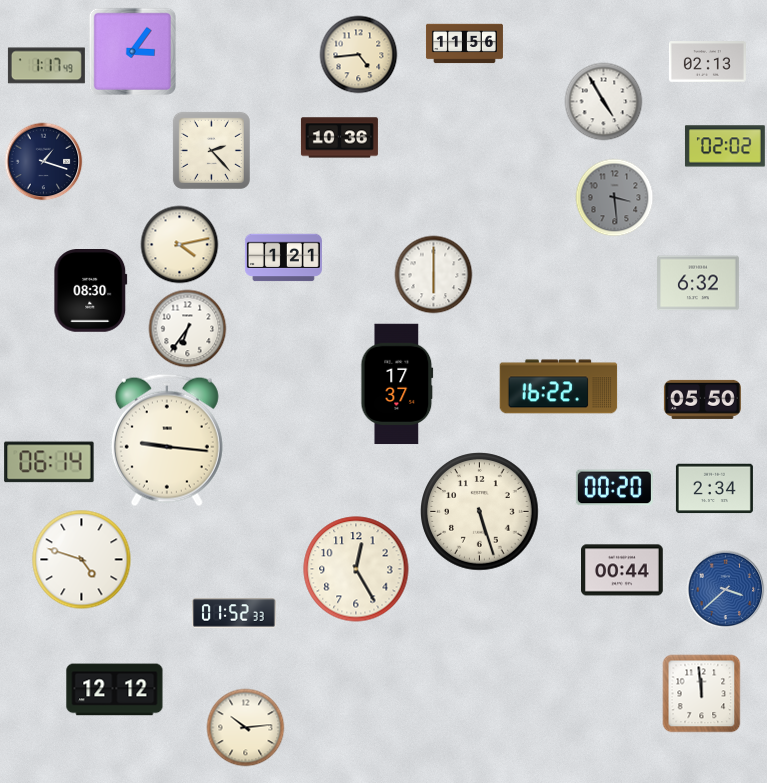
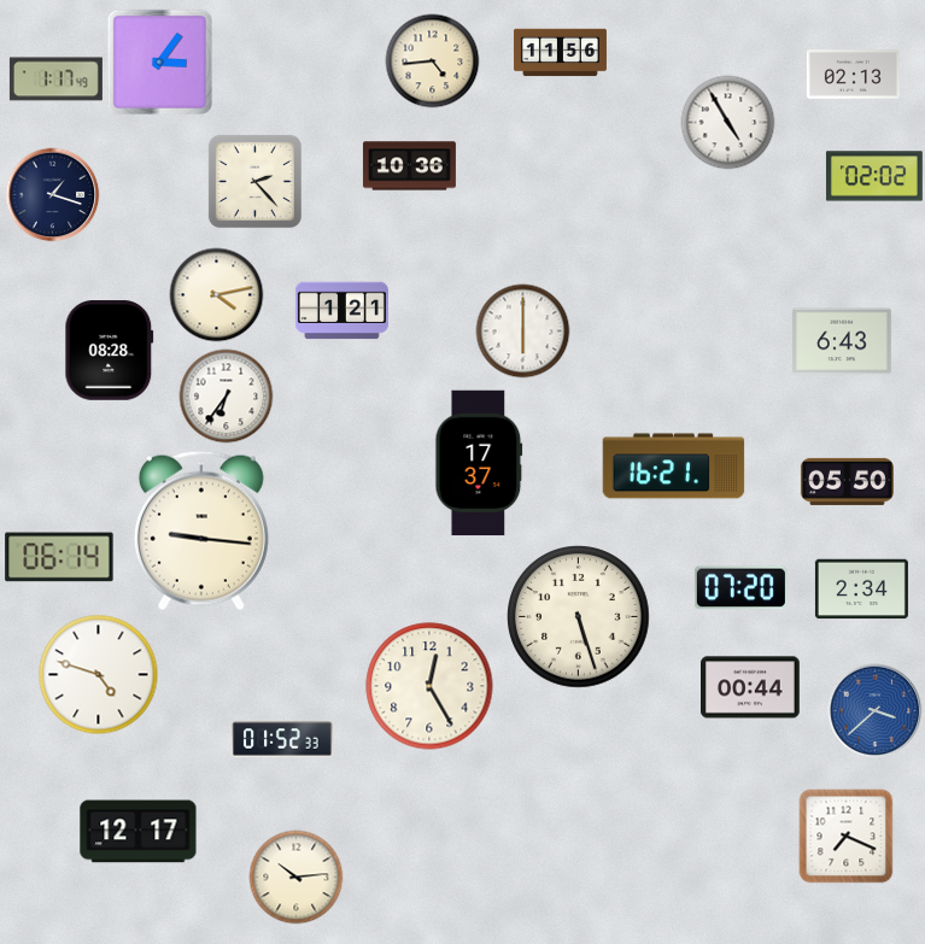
clock at (358, 54) position: (358, 54) -> (432, 60)
clock at (614, 197): 3:29 -> none
clock at (699, 283): 6:32 -> 6:43
clock at (91, 291): 08:30 -> 08:28
clock at (559, 387): 16:22 -> 16:21
clock at (614, 488): 00:20 -> 07:20
clock at (115, 690): 12:12 -> 12:17
clock at (701, 693): 11:59 -> 7:19
